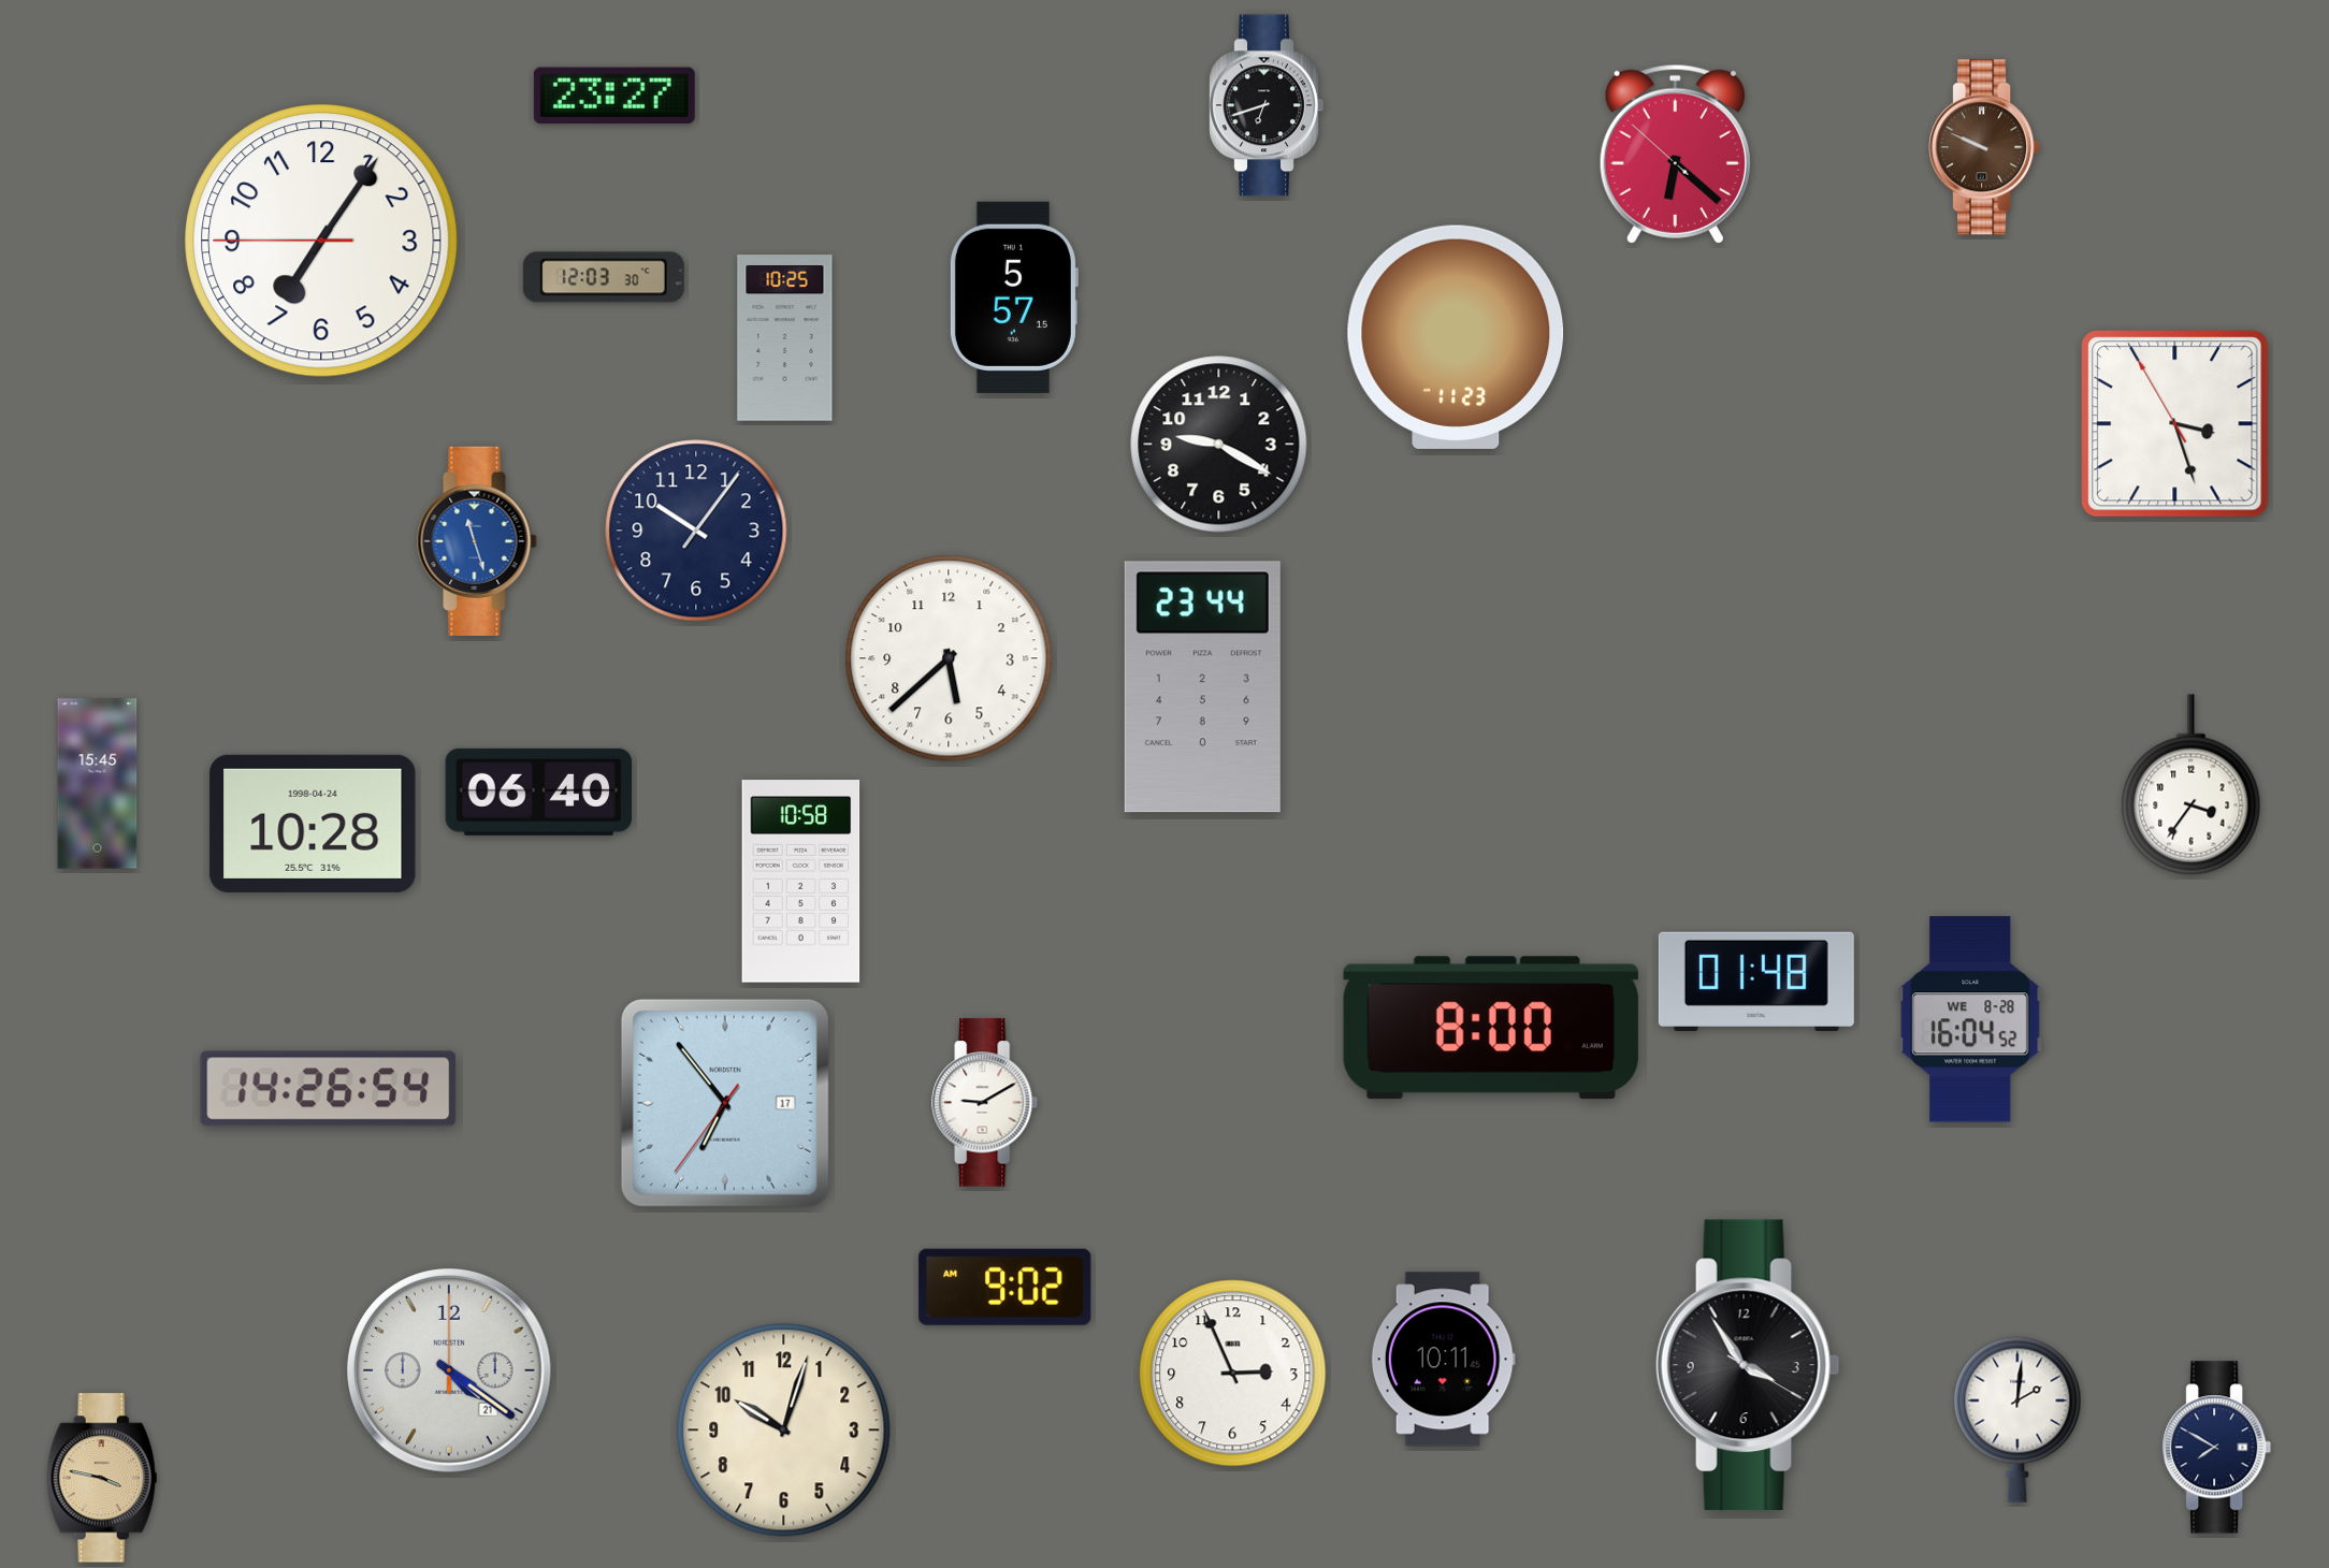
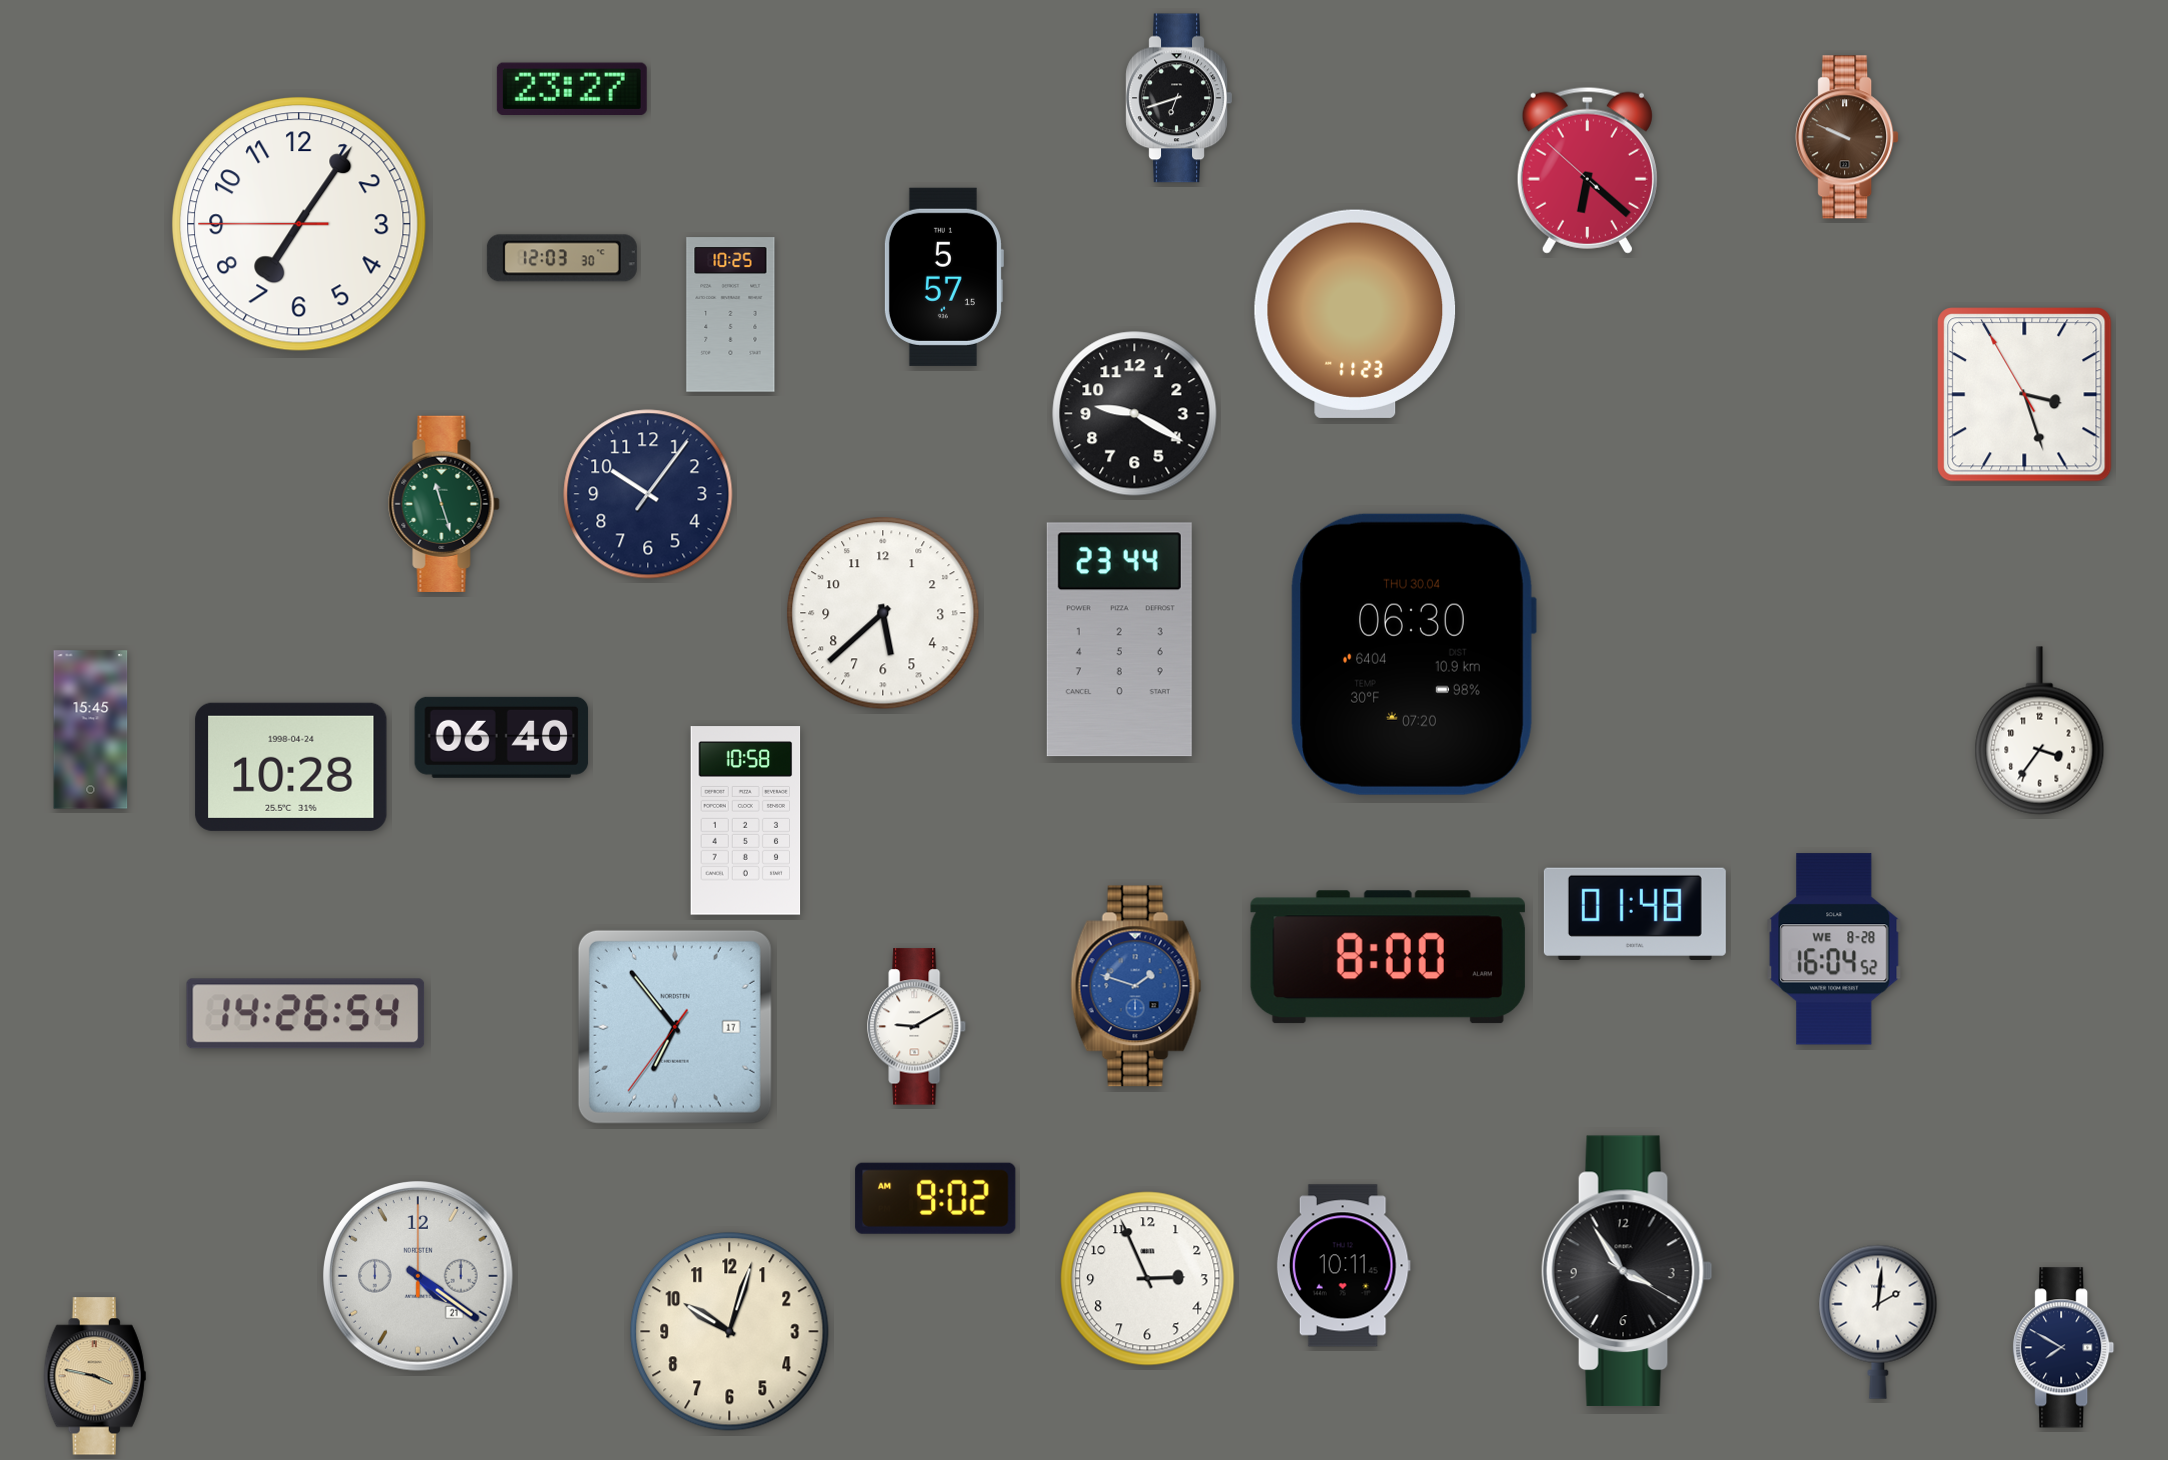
clock at (1675, 154) position: (1675, 154) -> (1587, 170)
clock at (477, 541) dial: blue -> green
clock at (1413, 654): none -> 06:30
clock at (1136, 986): none -> 1:48
